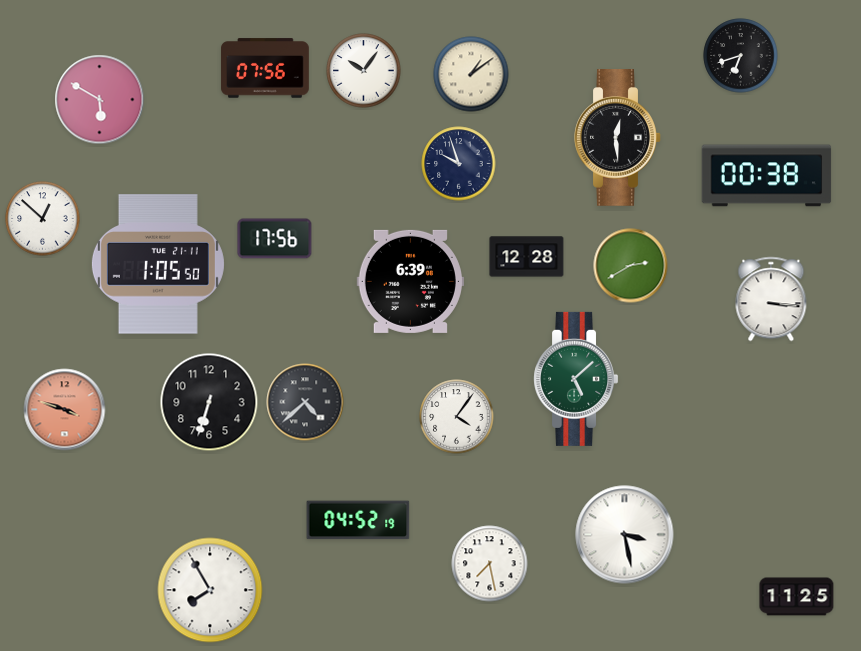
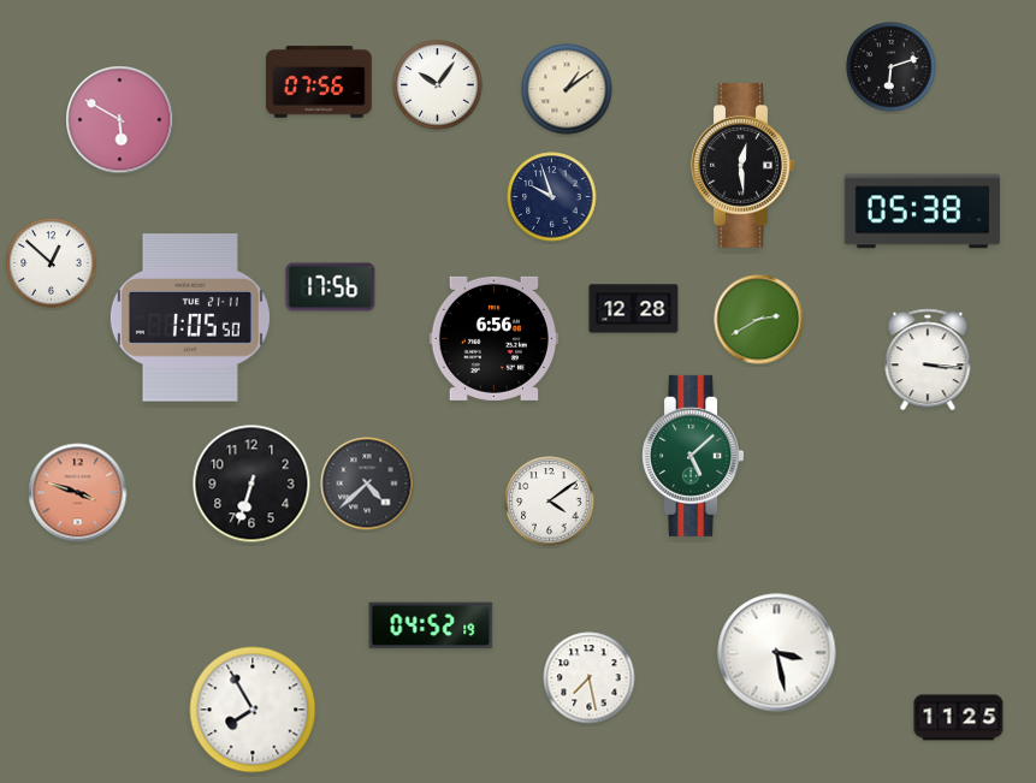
clock at (741, 56): 6:42 -> 6:12
clock at (767, 176): 00:38 -> 05:38
clock at (410, 281): 6:39 -> 6:56
clock at (457, 417): 4:06 -> 4:09
clock at (625, 535) position: (625, 535) -> (777, 653)
